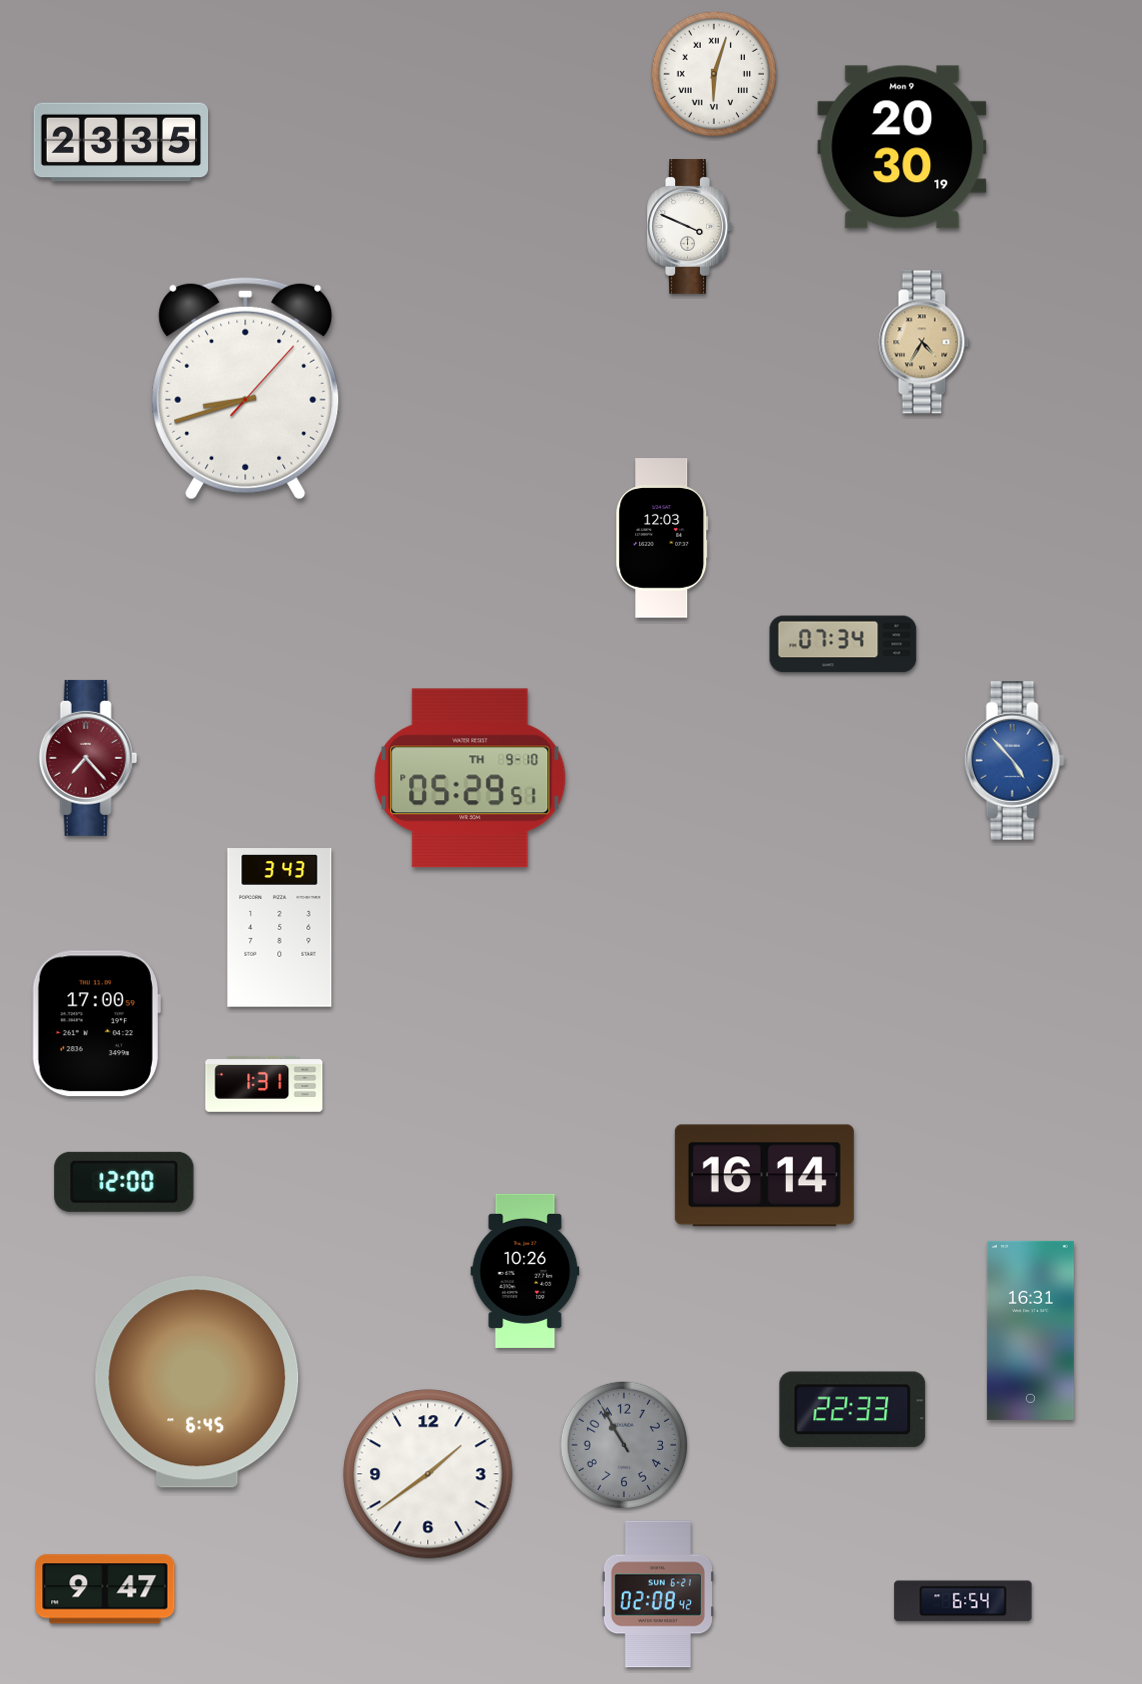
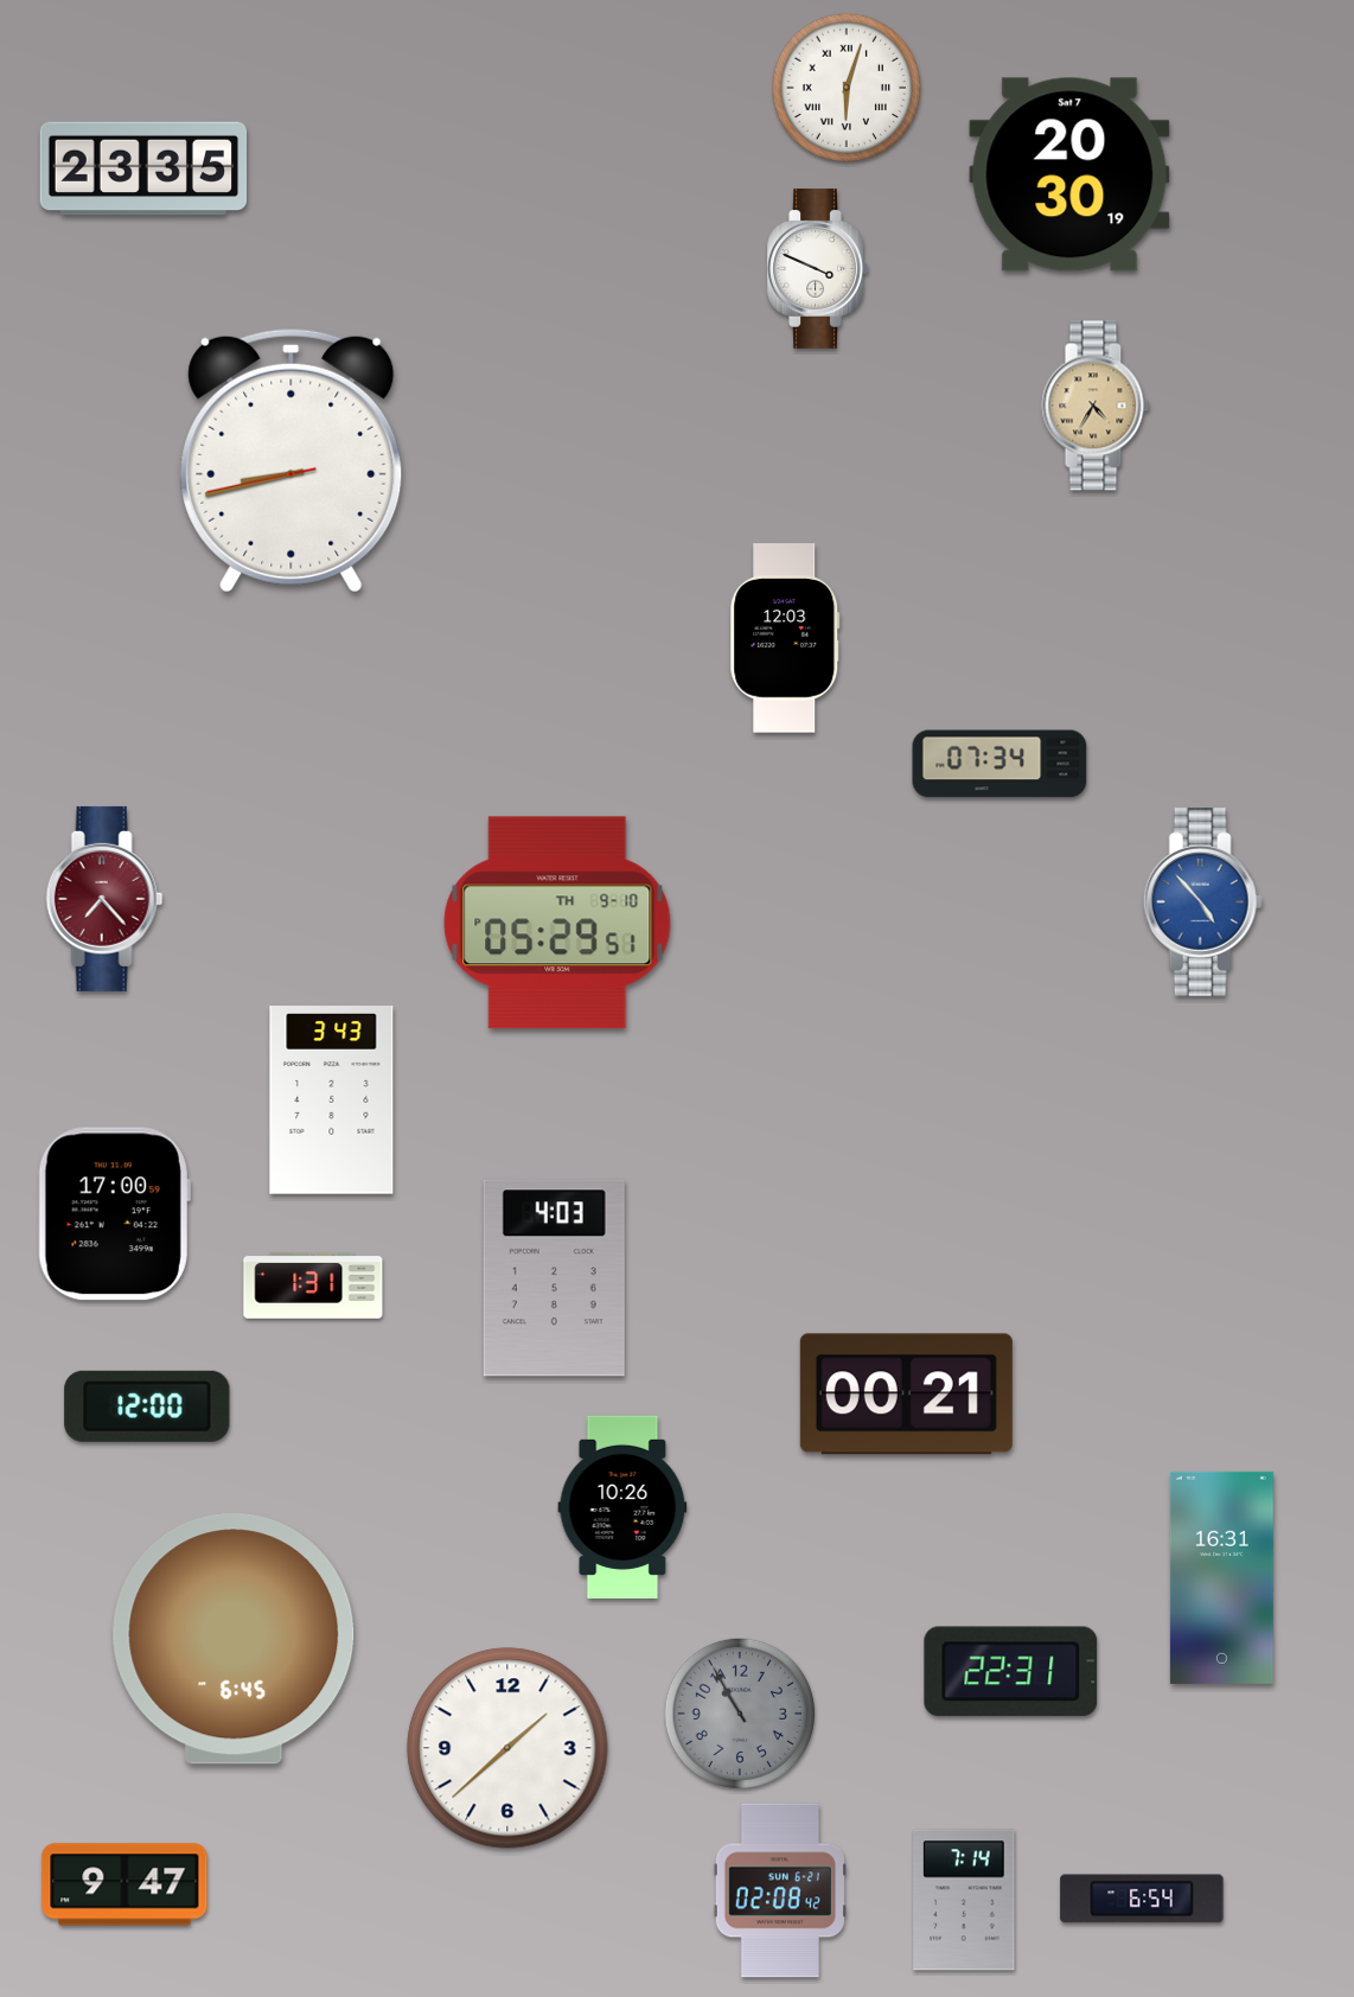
clock at (902, 147) date: Mon 9 -> Sat 7
clock at (246, 388): 8:42:07 -> 8:42:43
clock at (554, 1278): none -> 4:03
clock at (764, 1176): 16:14 -> 00:21
clock at (124, 1182) position: (124, 1182) -> (147, 1406)
clock at (853, 1410): 22:33 -> 22:31
clock at (428, 1474): 1:39 -> 1:38
clock at (964, 1900): none -> 7:14
